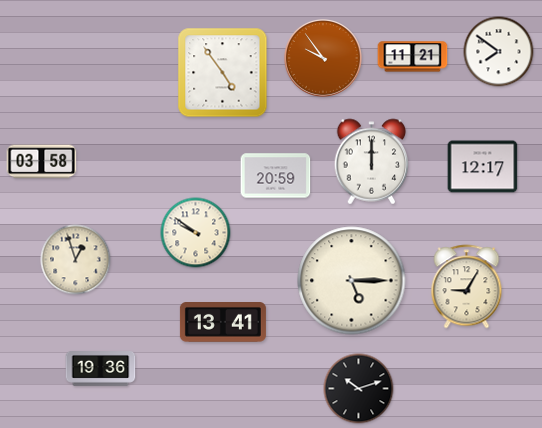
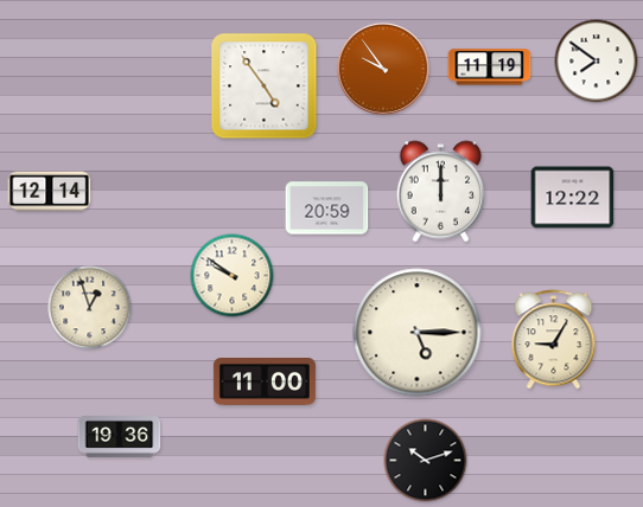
clock at (499, 52) position: (499, 52) -> (597, 62)
clock at (413, 57): 11:21 -> 11:19
clock at (42, 162): 03:58 -> 12:14
clock at (483, 167): 12:17 -> 12:22
clock at (223, 323): 13:41 -> 11:00
